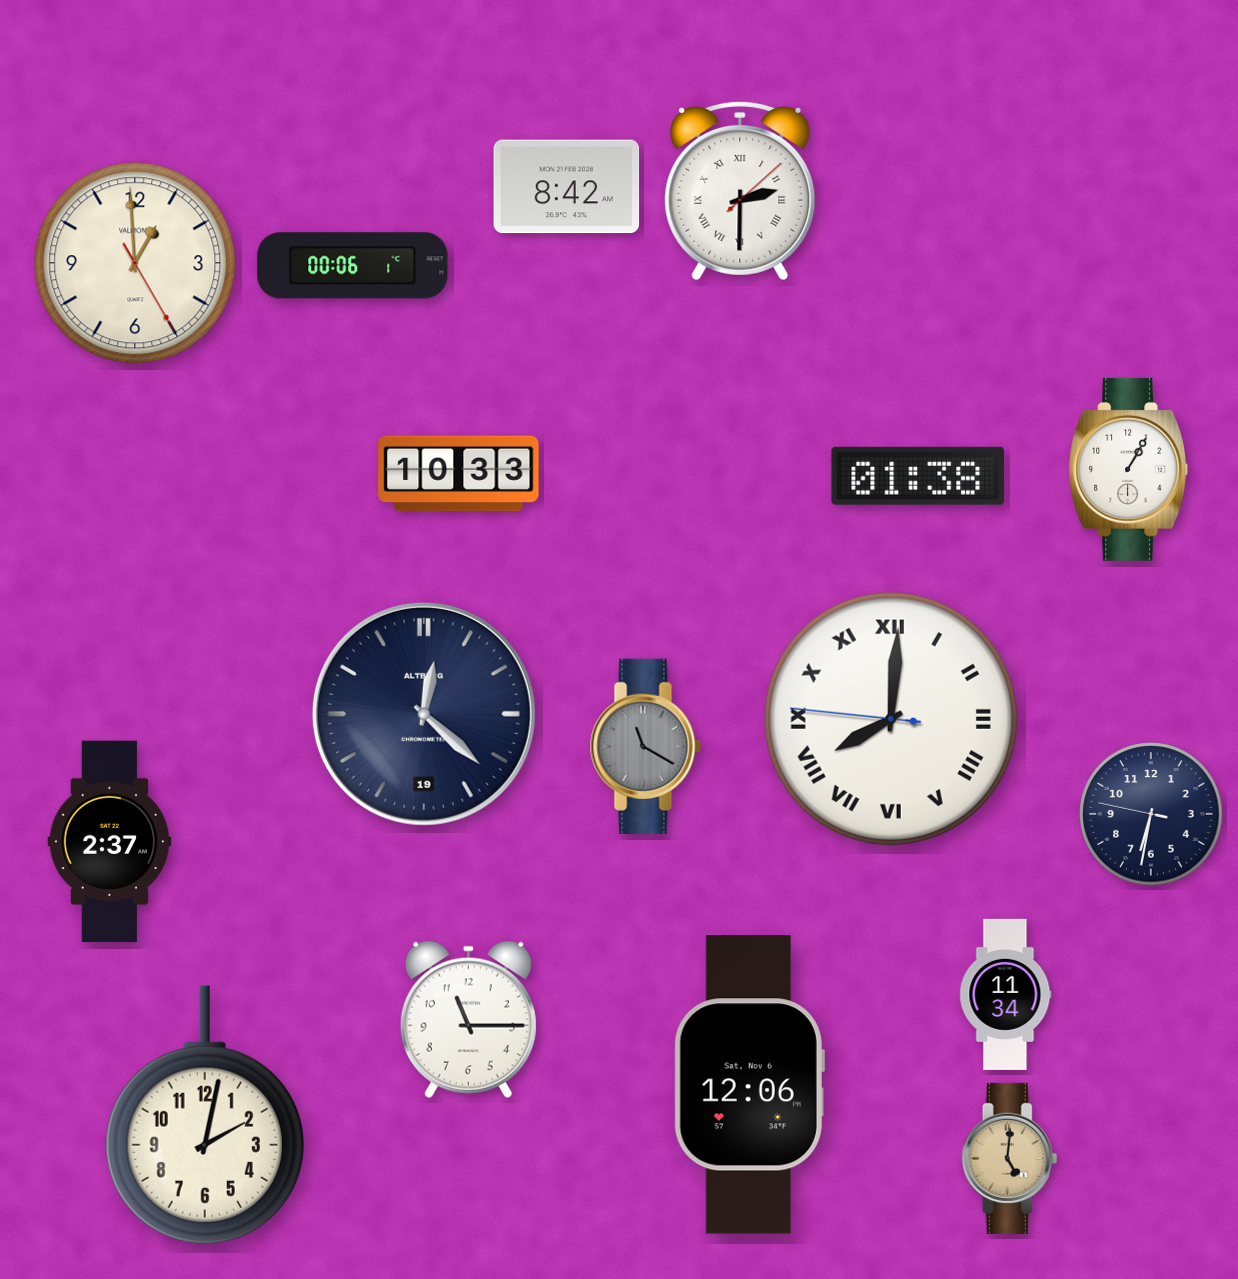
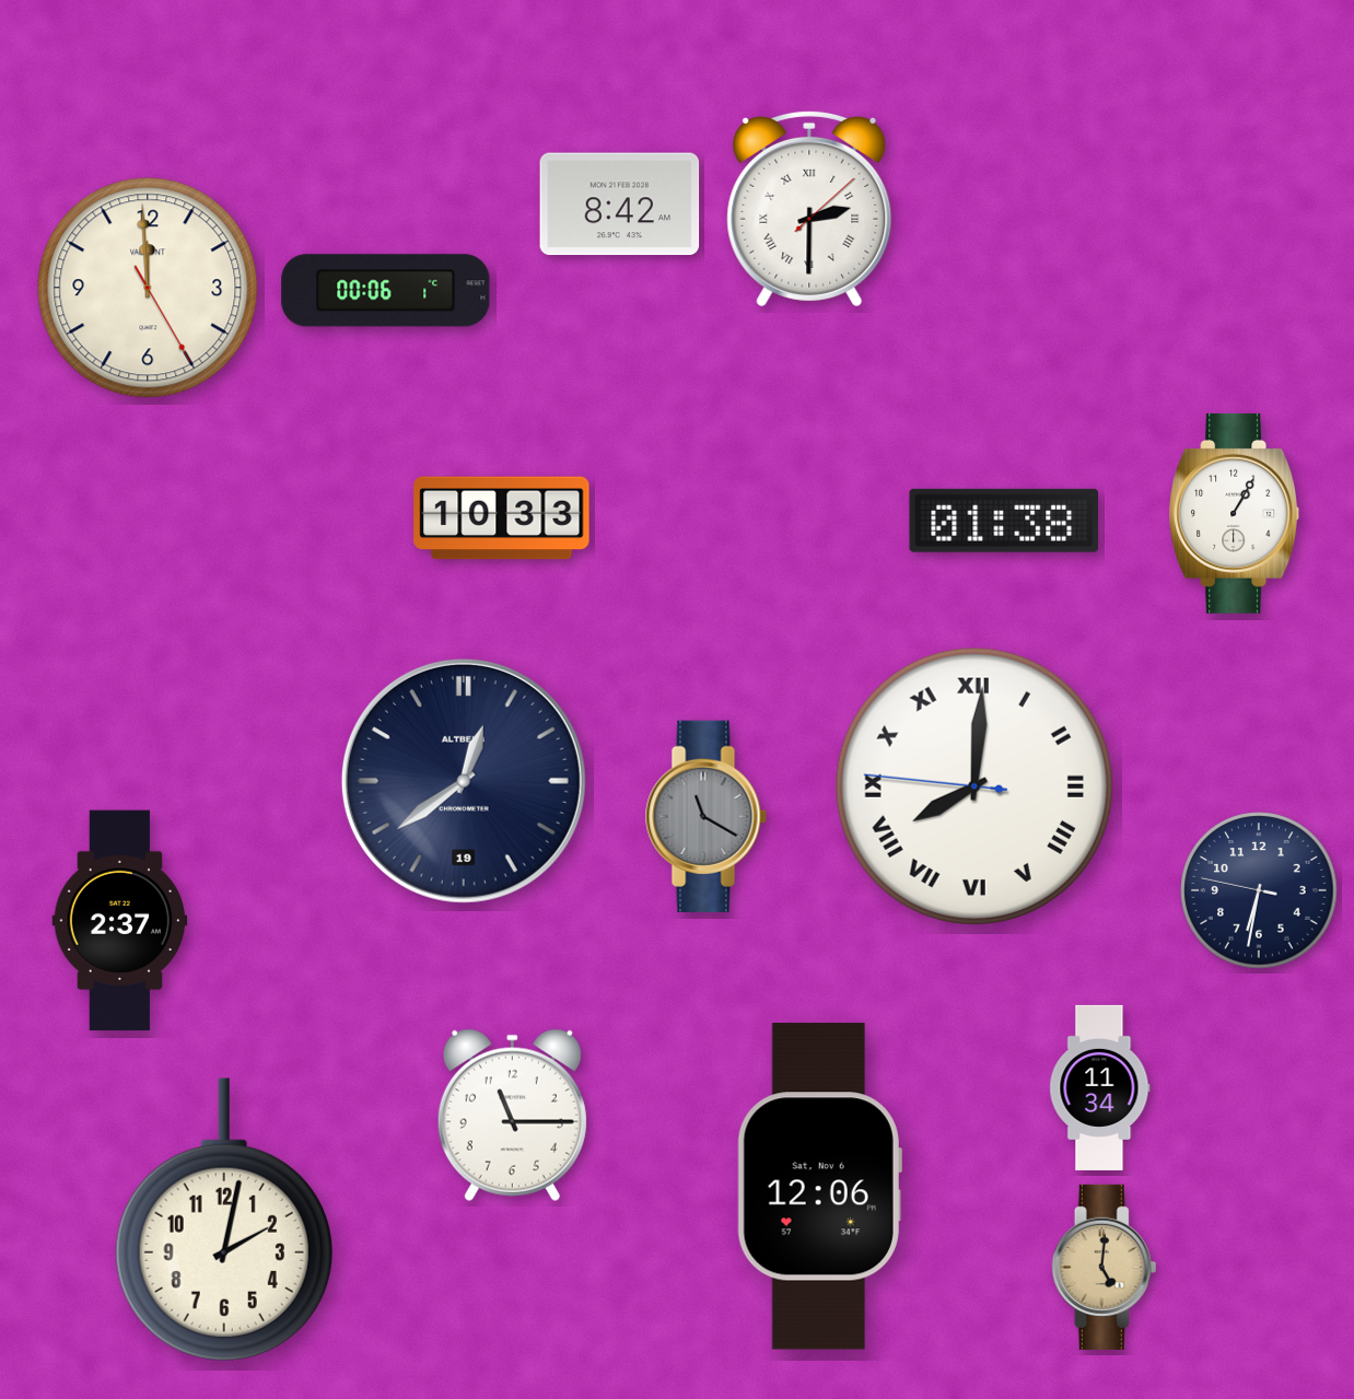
clock at (135, 263): 12:59 -> 11:59
clock at (424, 714): 12:22 -> 12:39
